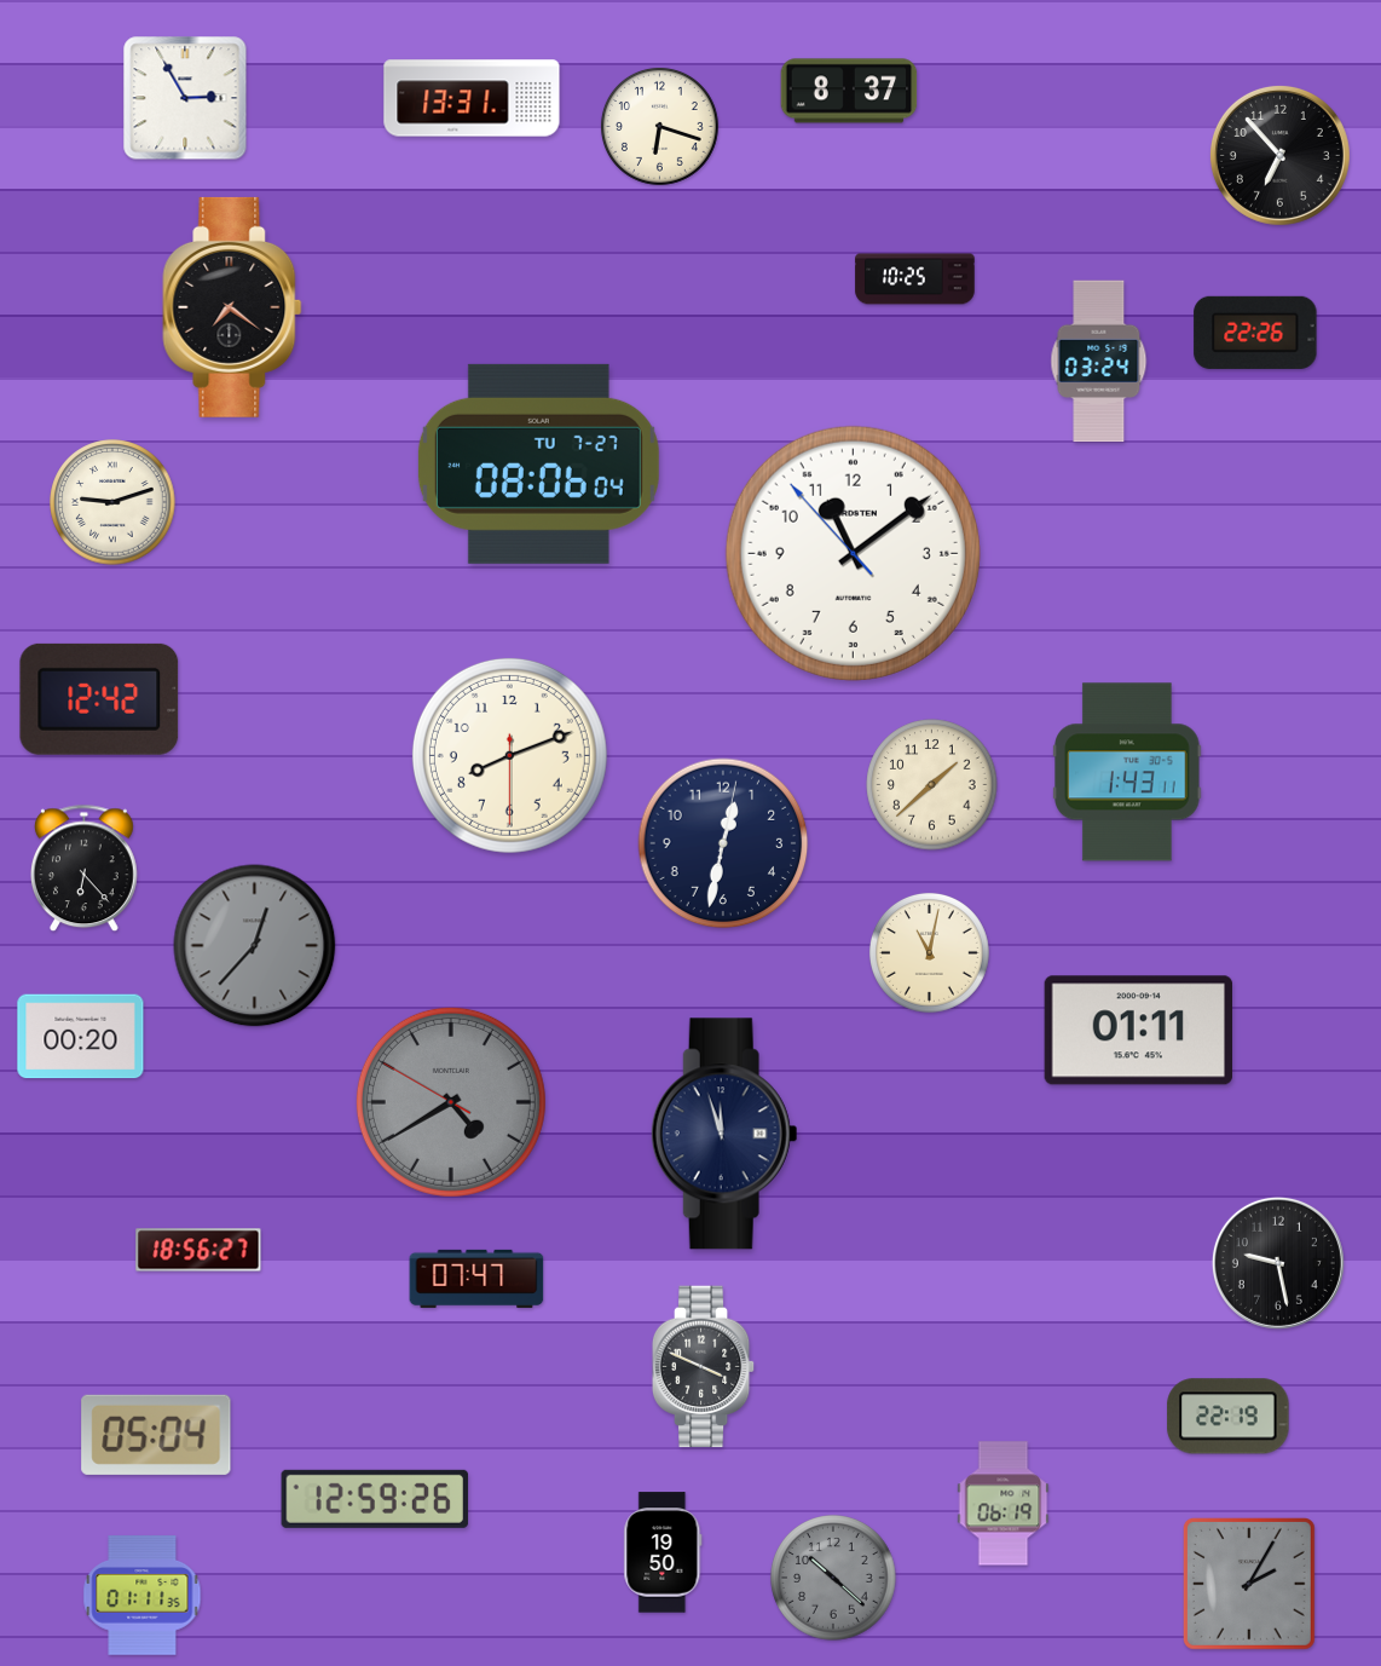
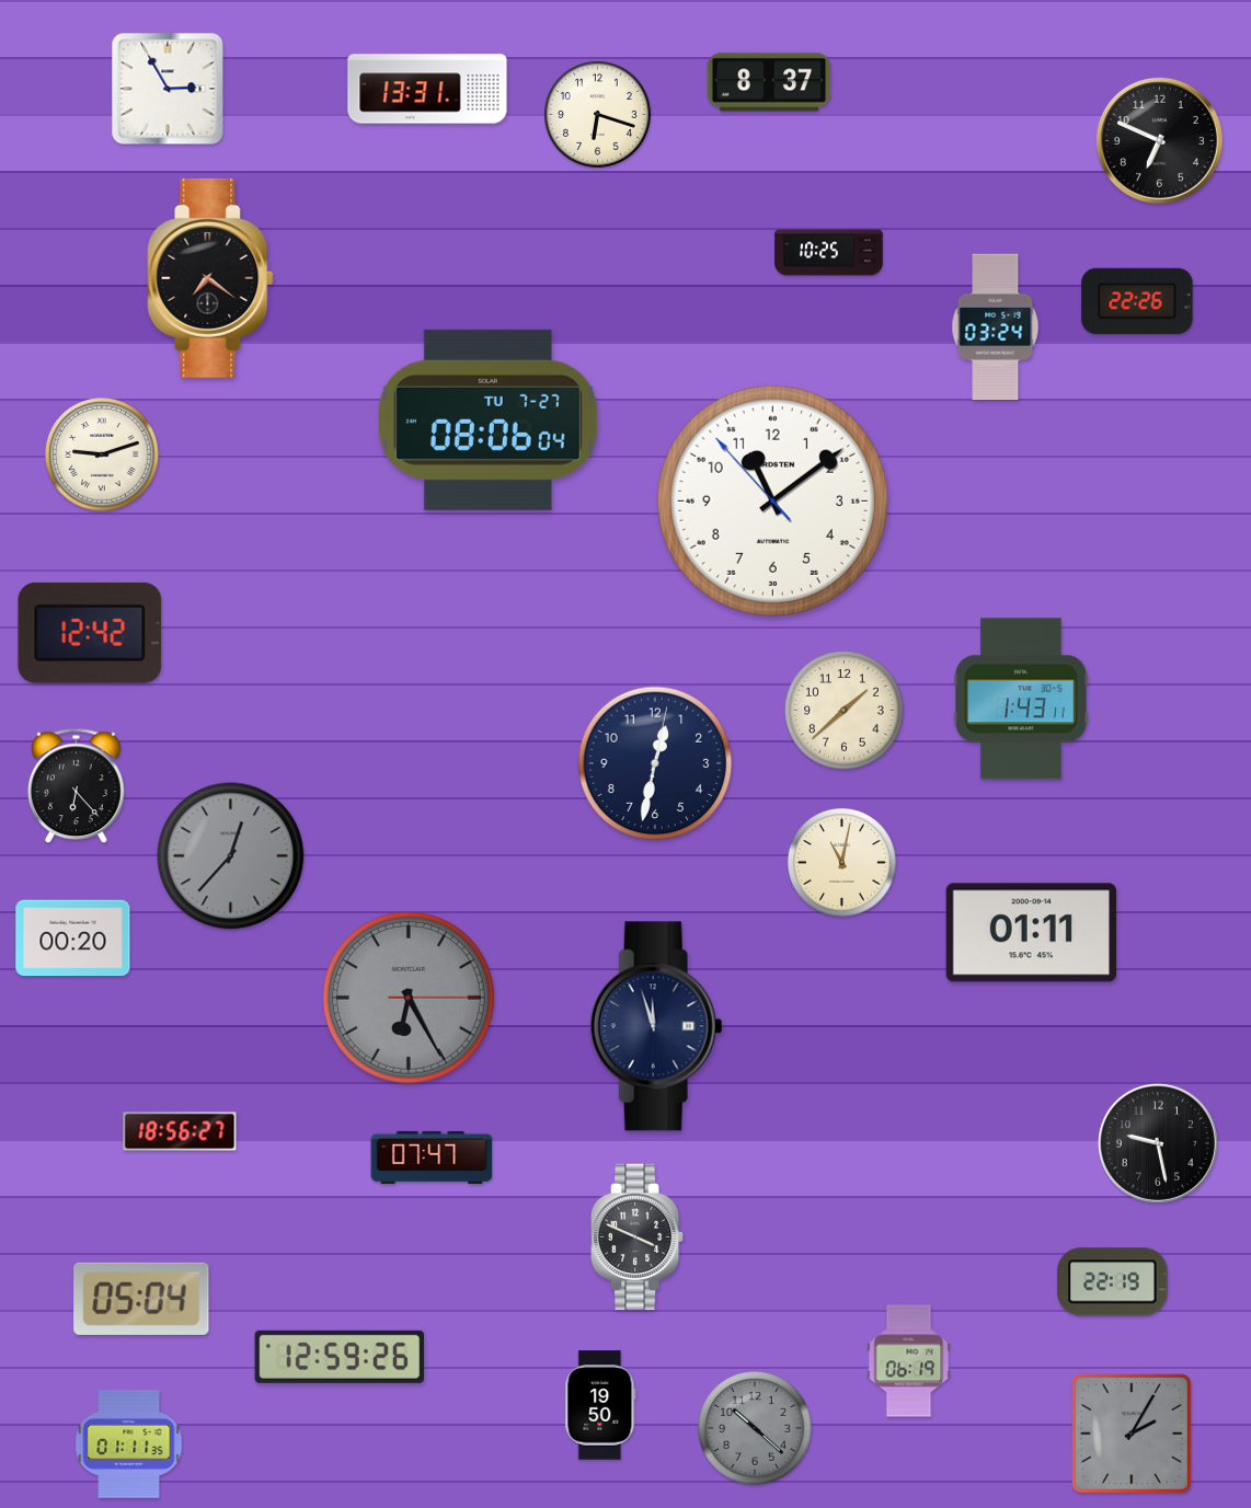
clock at (1279, 155): 6:53 -> 6:49
clock at (509, 755): 8:11 -> none
clock at (451, 1102): 4:39 -> 6:25
